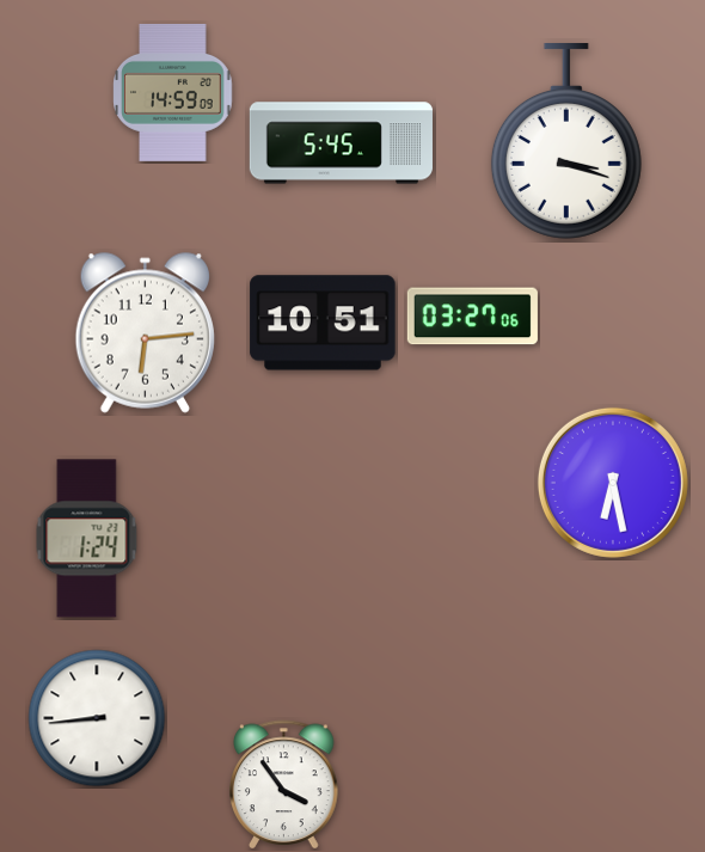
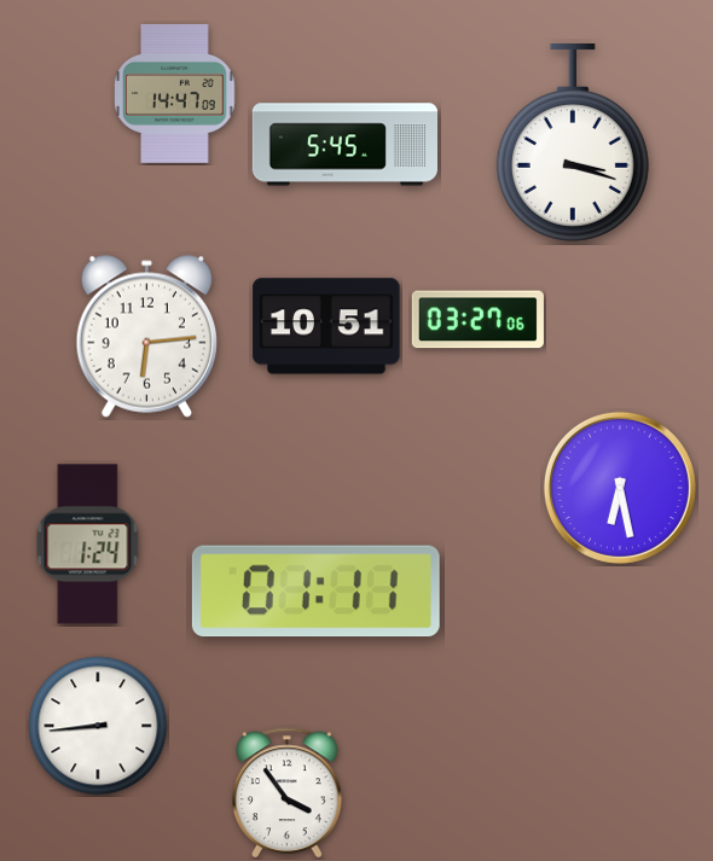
clock at (173, 92): 14:59 -> 14:47
clock at (315, 592): none -> 01:11
